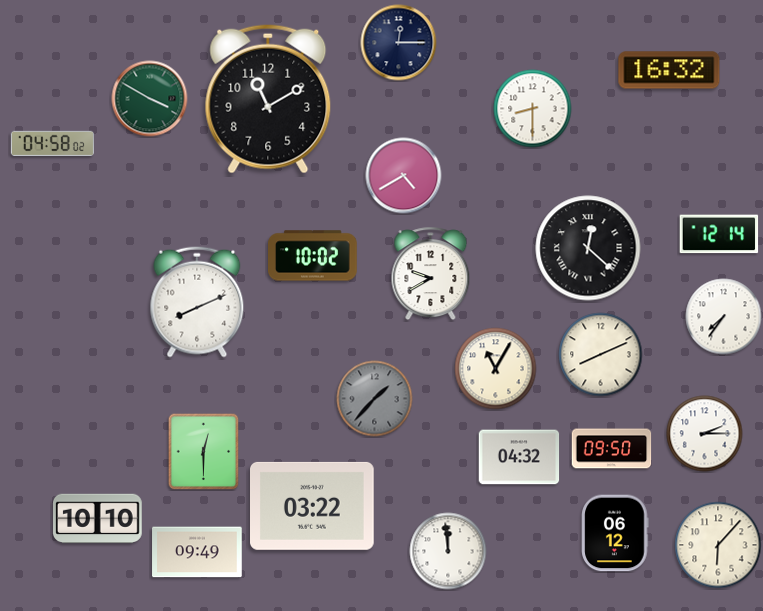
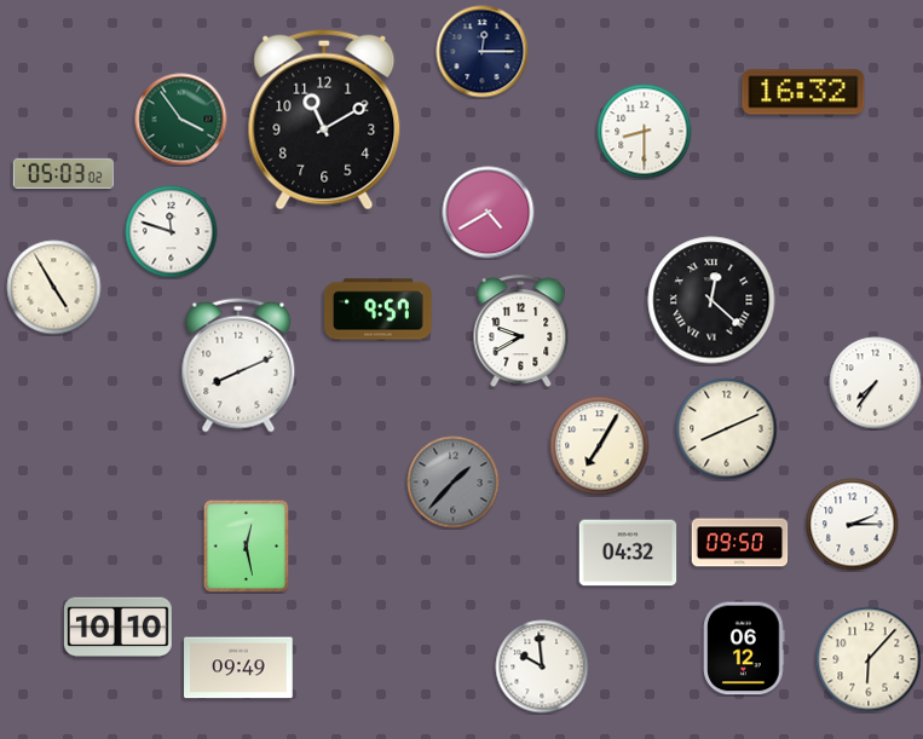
clock at (669, 70) position: (669, 70) -> (803, 92)
clock at (150, 99): 3:50 -> 3:54
clock at (52, 143): 04:58 -> 05:03
clock at (172, 232): none -> 11:48
clock at (719, 234): 12:14 -> none
clock at (54, 288): none -> 4:55
clock at (313, 256): 10:02 -> 9:57
clock at (496, 369): 11:05 -> 7:05
clock at (204, 451): 12:30 -> 12:28
clock at (313, 506): 03:22 -> none
clock at (615, 533) position: (615, 533) -> (744, 648)
clock at (448, 551): 11:59 -> 9:59
